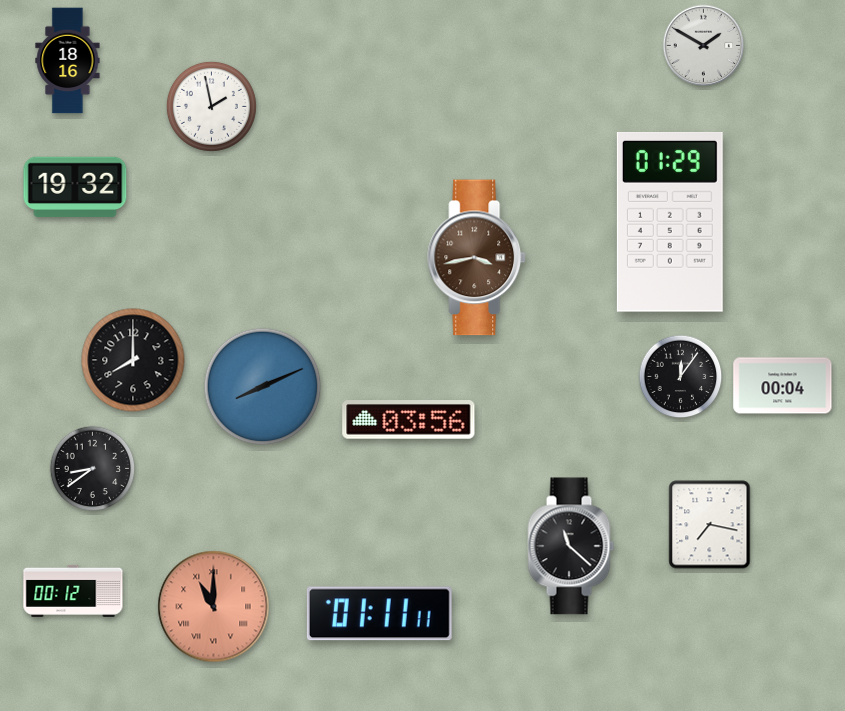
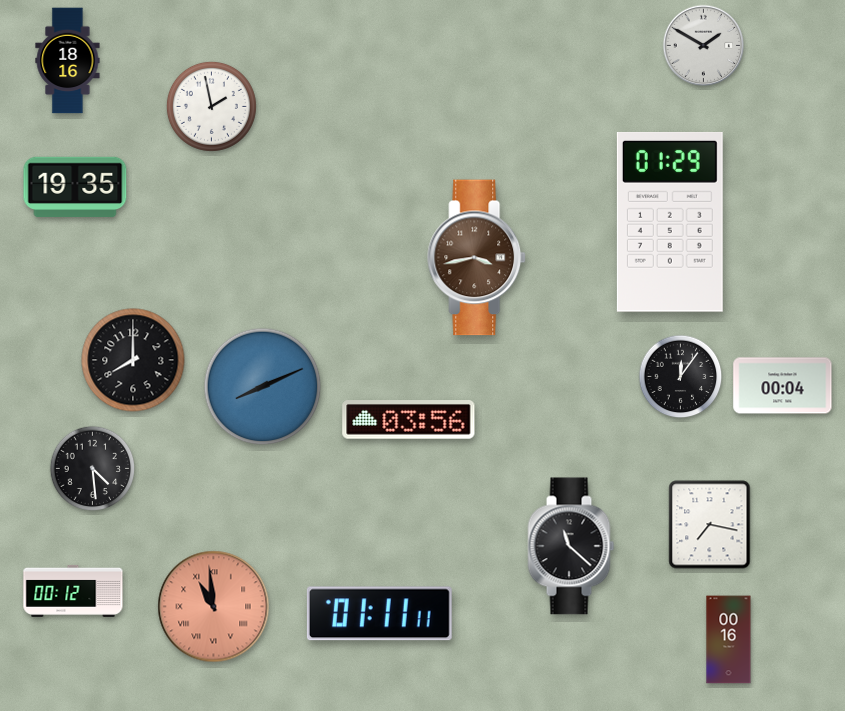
clock at (75, 187): 19:32 -> 19:35
clock at (93, 469): 8:39 -> 4:29
clock at (214, 607): 11:00 -> 10:59
clock at (729, 640): none -> 00:16
